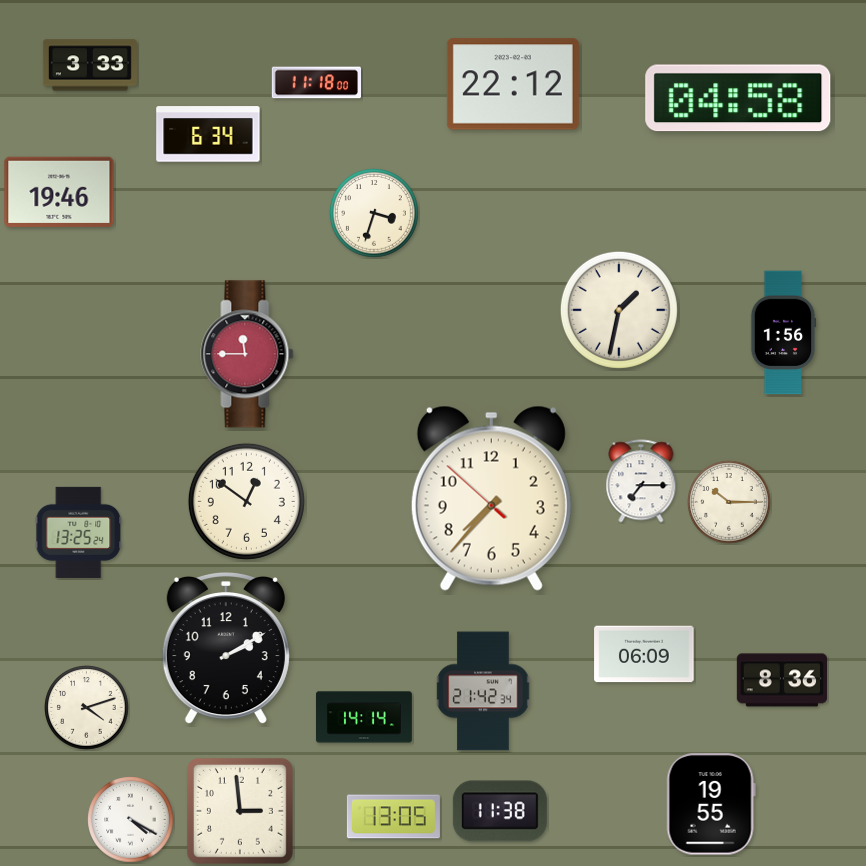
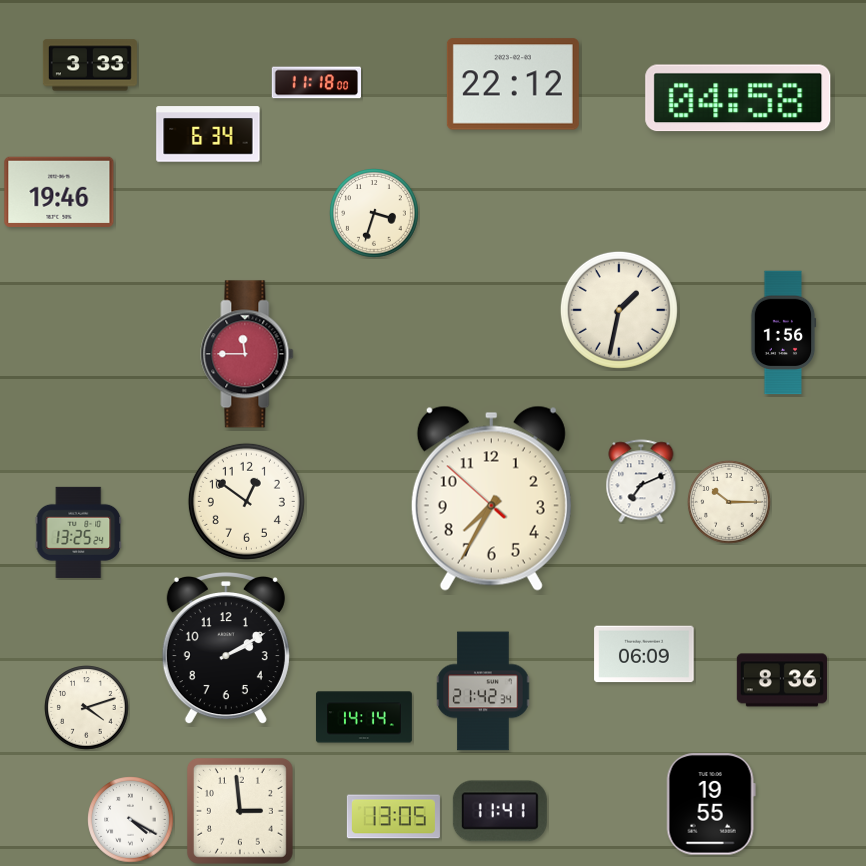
clock at (641, 481): 7:15 -> 7:11
clock at (491, 498): 7:36 -> 7:34
clock at (500, 811): 11:38 -> 11:41
